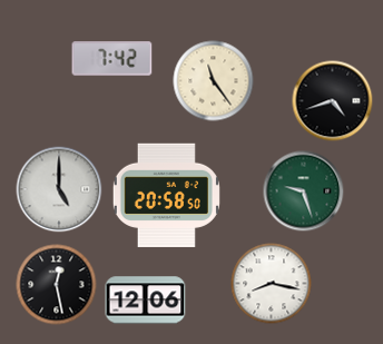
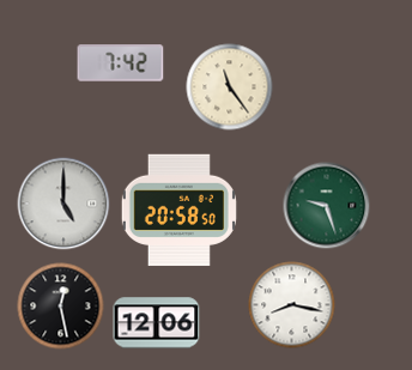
clock at (333, 101): 4:42 -> none
